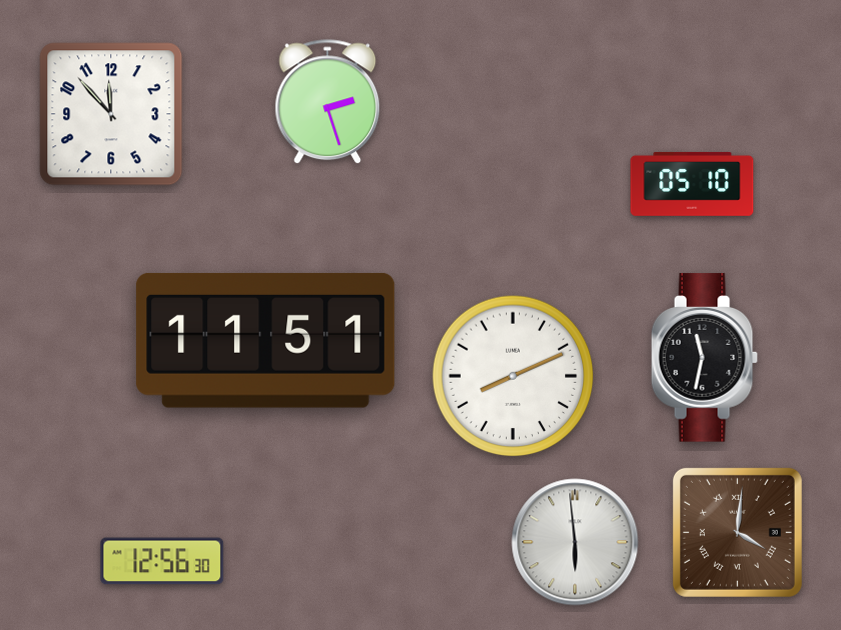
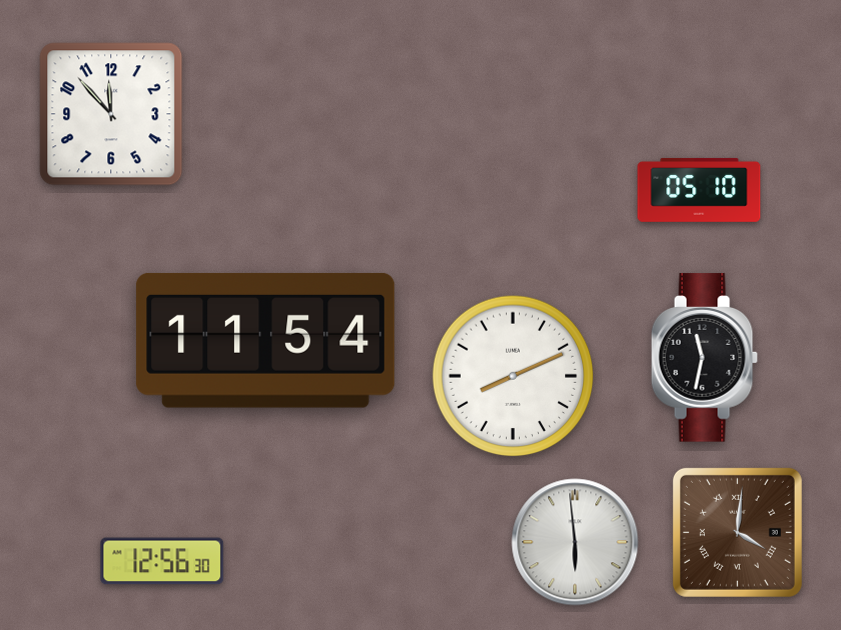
clock at (328, 102): 2:27 -> none
clock at (692, 184) position: (692, 184) -> (699, 190)
clock at (266, 340): 11:51 -> 11:54
